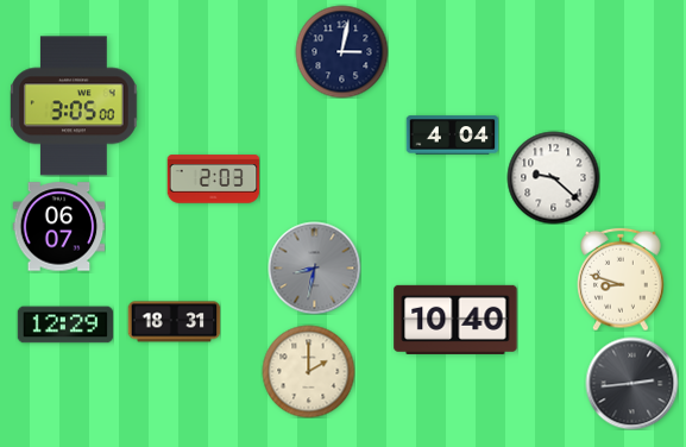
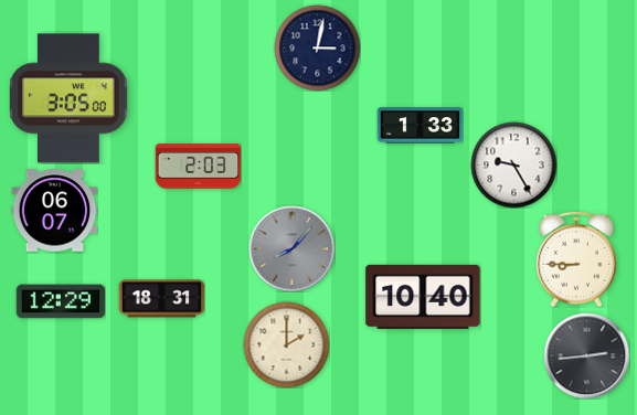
clock at (452, 136): 4:04 -> 1:33
clock at (553, 177): 9:22 -> 9:25
clock at (314, 267): 8:32 -> 8:07
clock at (621, 279): 8:48 -> 8:45
